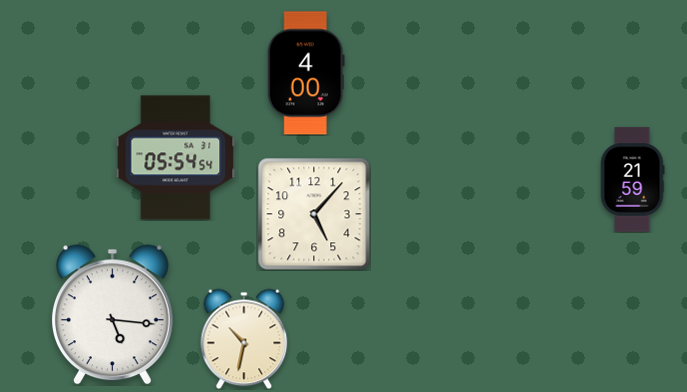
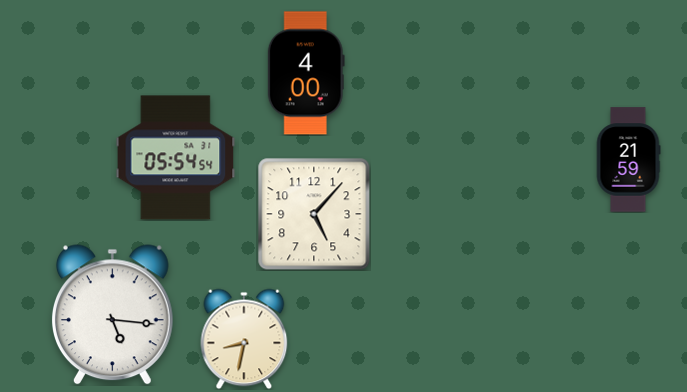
clock at (632, 180) position: (632, 180) -> (628, 160)
clock at (244, 339): 10:32 -> 8:32
